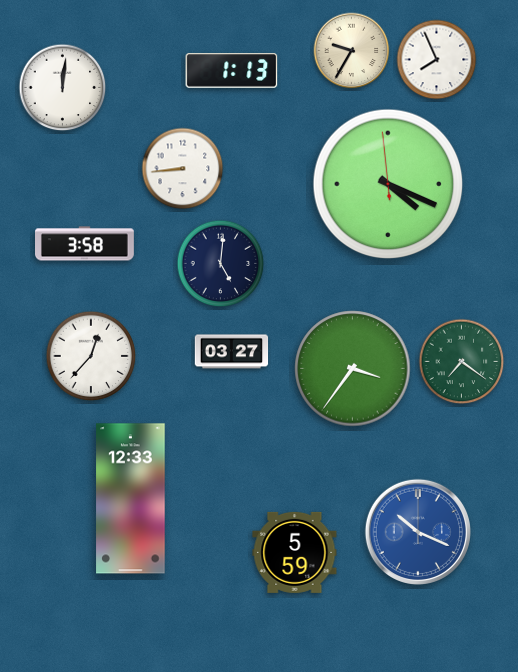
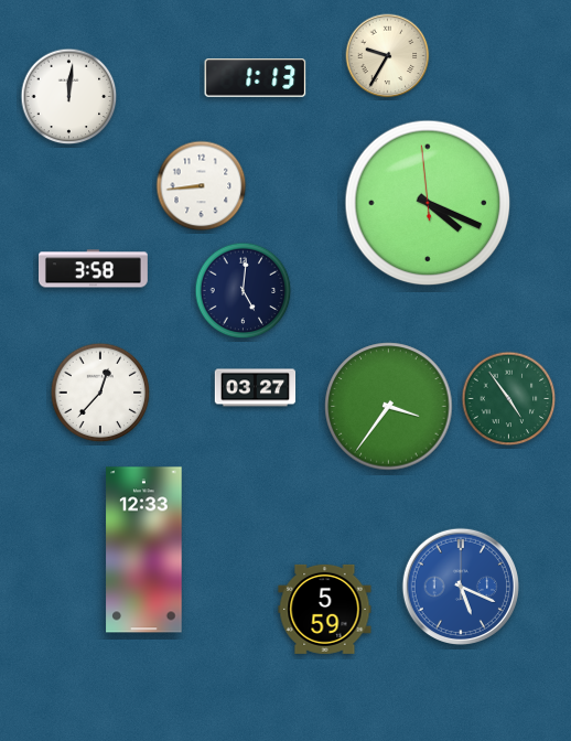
clock at (437, 60): 7:56 -> none
clock at (462, 362): 7:21 -> 4:54
clock at (418, 532): 10:19 -> 5:19
